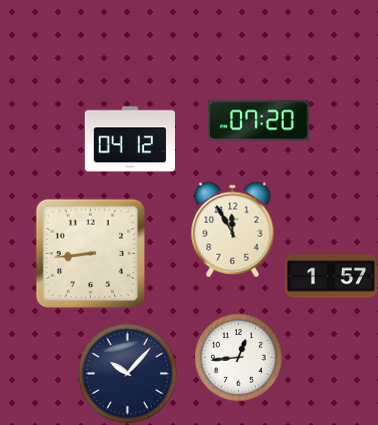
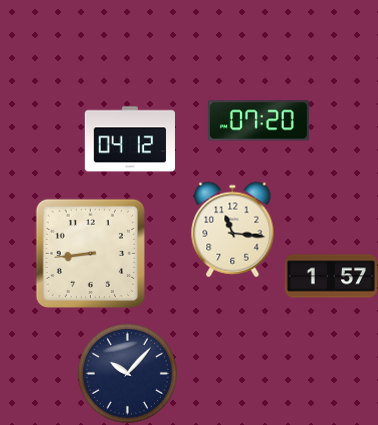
clock at (233, 229): 11:55 -> 11:16
clock at (238, 357): 12:44 -> none
